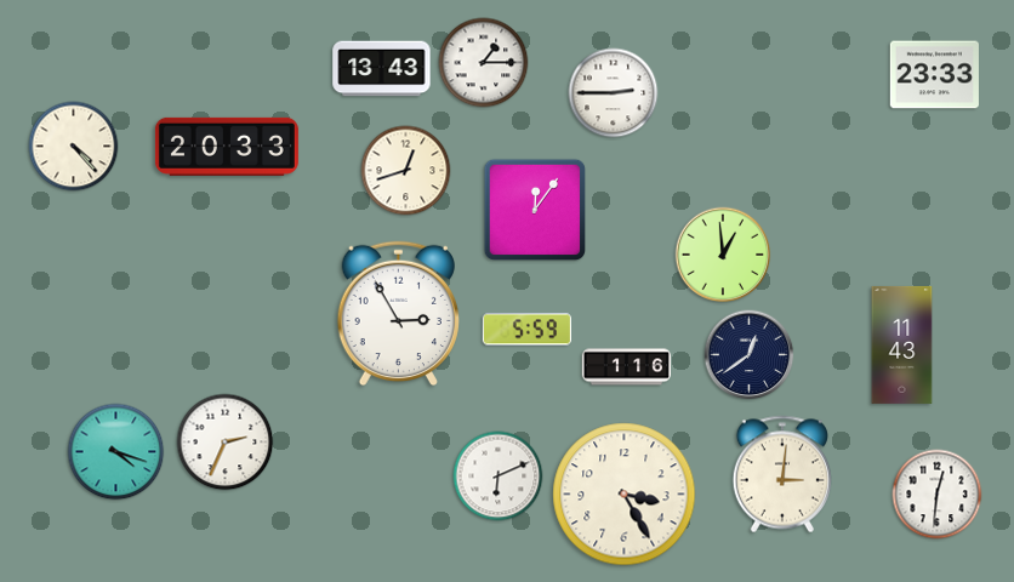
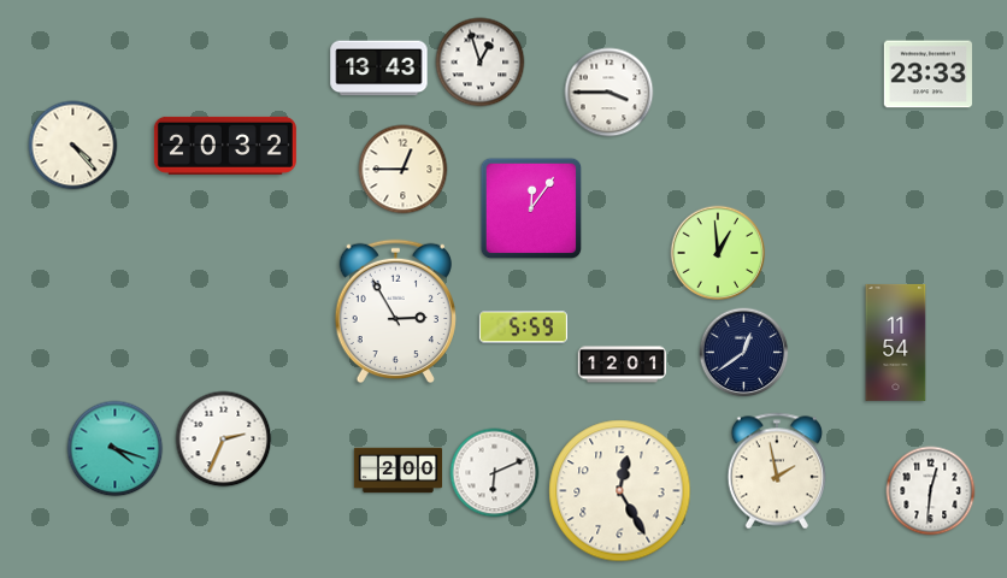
clock at (484, 63): 1:15 -> 12:57
clock at (614, 93): 2:45 -> 3:45
clock at (227, 147): 20:33 -> 20:32
clock at (406, 171): 12:42 -> 12:45
clock at (902, 344): 11:43 -> 11:54
clock at (627, 367): 1:16 -> 12:01
clock at (399, 471): none -> 2:00
clock at (782, 474): 3:01 -> 1:58
clock at (625, 495): 3:25 -> 12:25
